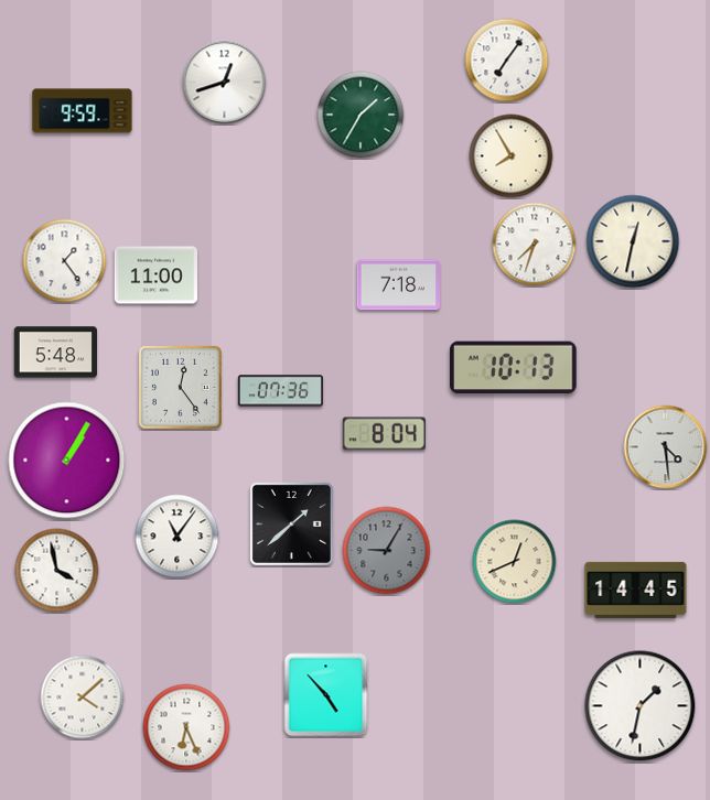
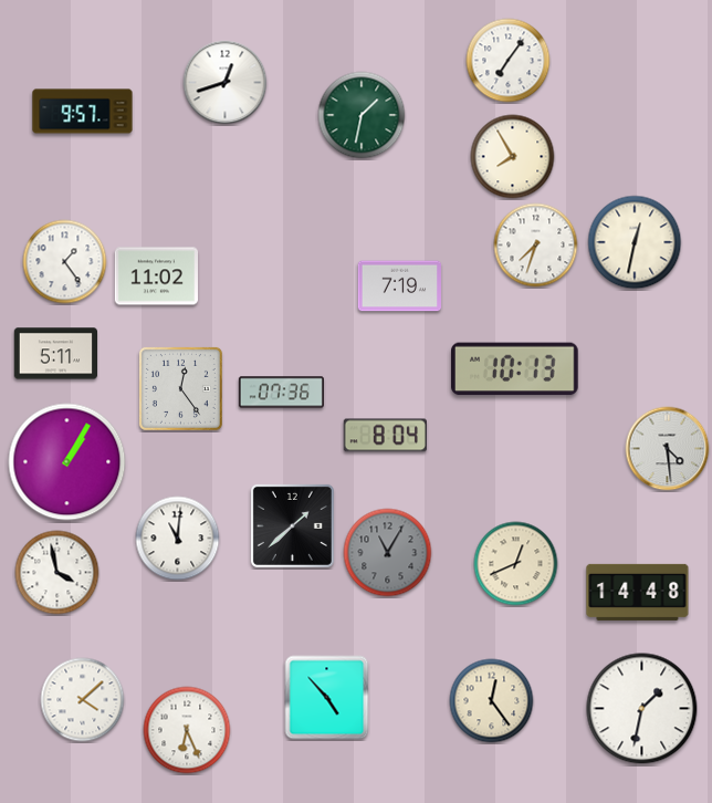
clock at (83, 111): 9:59 -> 9:57
clock at (361, 115): 1:35 -> 1:32
clock at (155, 275): 11:00 -> 11:02
clock at (399, 285): 7:18 -> 7:19
clock at (56, 353): 5:48 -> 5:11
clock at (177, 537): 11:06 -> 11:01
clock at (387, 551): 9:05 -> 11:05
clock at (636, 590): 14:45 -> 14:48
clock at (492, 701): none -> 12:24
